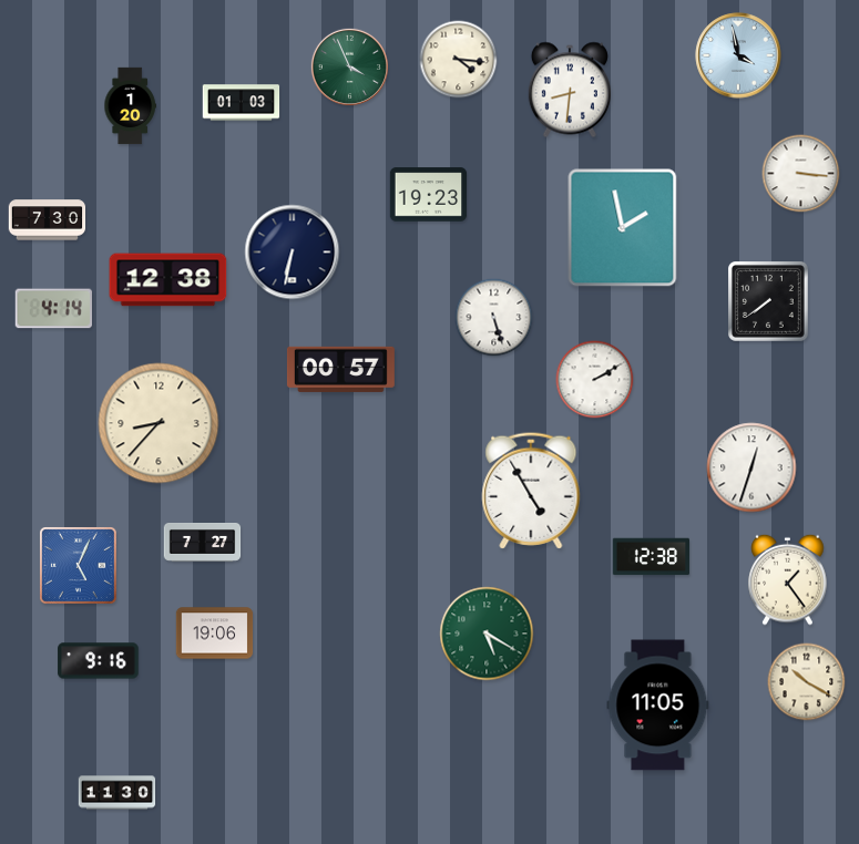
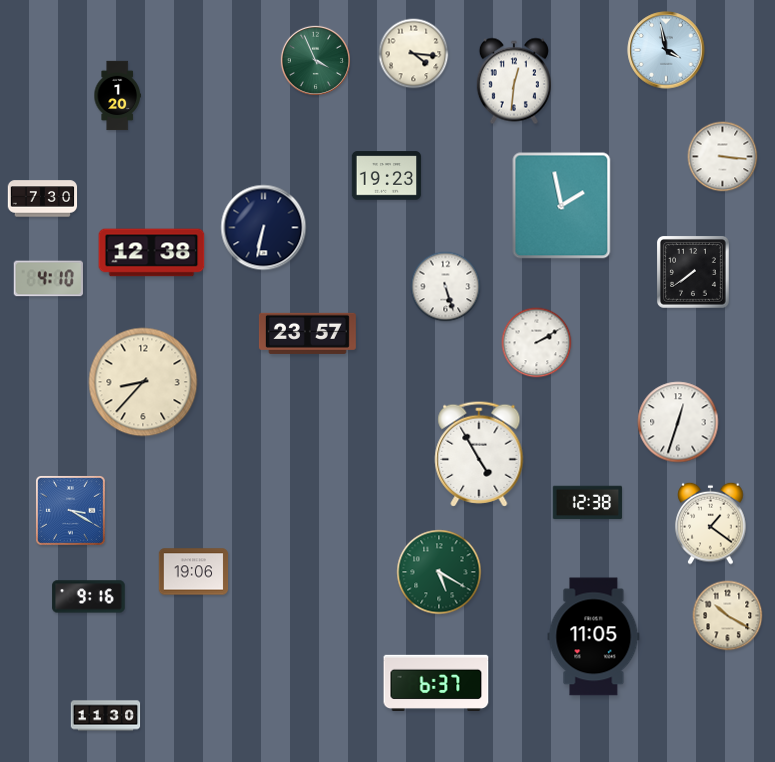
clock at (570, 90): 8:31 -> 12:31
clock at (242, 103): 01:03 -> none
clock at (53, 309): 4:14 -> 4:10
clock at (340, 369): 00:57 -> 23:57
clock at (531, 491) position: (531, 491) -> (479, 454)
clock at (203, 543): 7:27 -> none
clock at (79, 566): 5:04 -> 3:20
clock at (788, 579): 1:24 -> 1:21
clock at (436, 683): none -> 6:37
